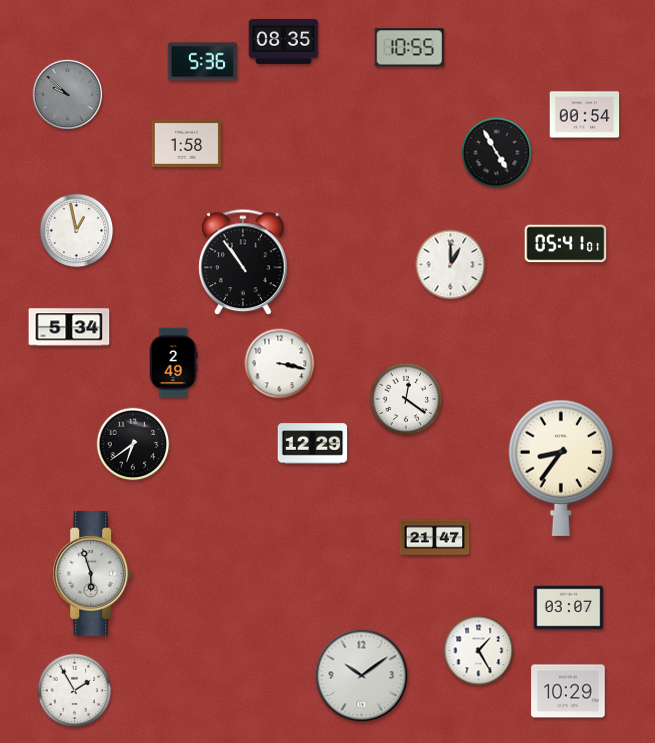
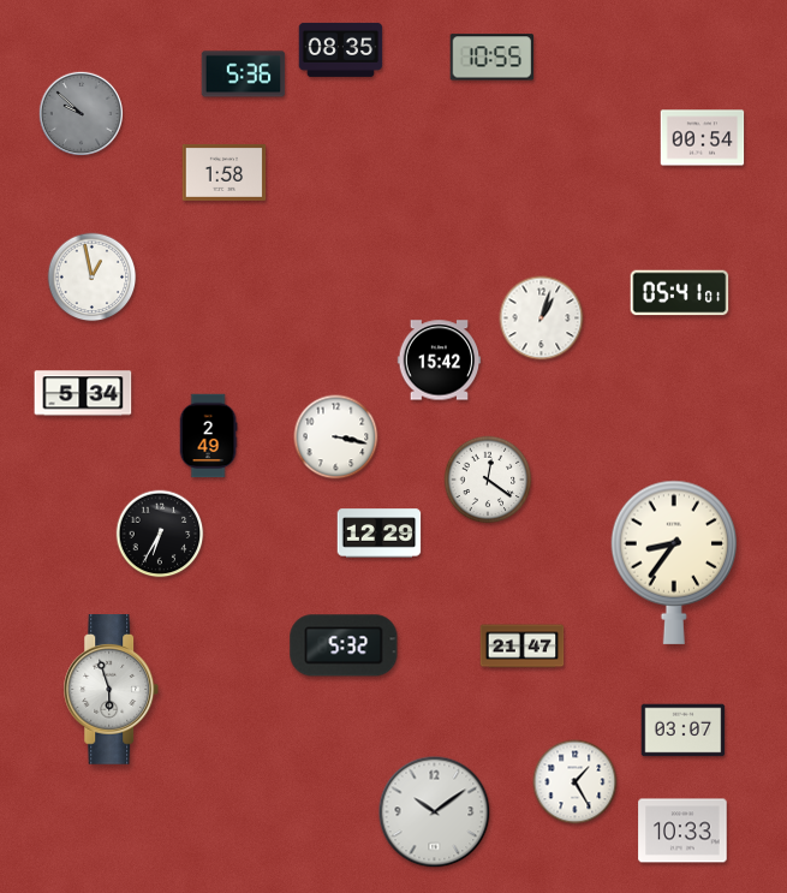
clock at (497, 153): 4:55 -> none
clock at (243, 263): 10:54 -> none
clock at (451, 265): 1:00 -> 1:03
clock at (440, 361): none -> 15:42
clock at (133, 444): 6:39 -> 6:35
clock at (313, 444) position: (313, 444) -> (380, 534)
clock at (344, 645): none -> 5:32
clock at (75, 691): 1:55 -> none
clock at (568, 691): 10:29 -> 10:33
